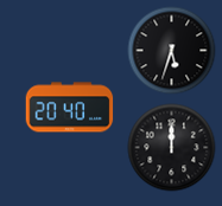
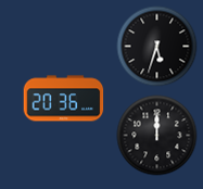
clock at (70, 108): 20:40 -> 20:36
